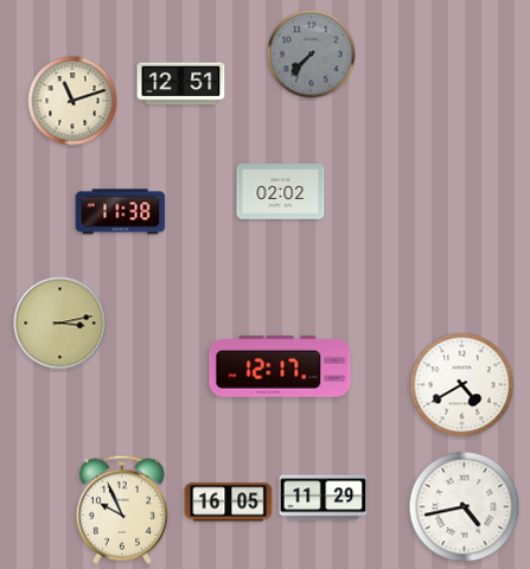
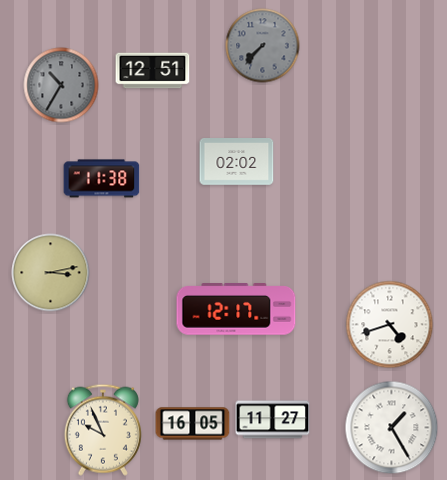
clock at (72, 101): 11:12 -> 10:35
clock at (72, 101) dial: cream -> grey
clock at (462, 385): 4:40 -> 4:42
clock at (324, 498): 11:29 -> 11:27
clock at (465, 507): 4:43 -> 1:25
